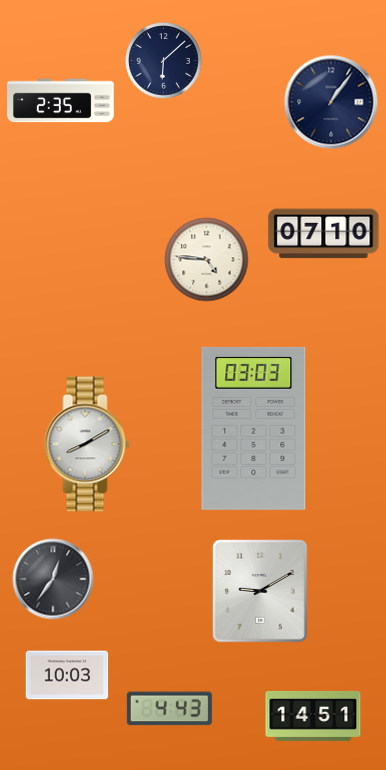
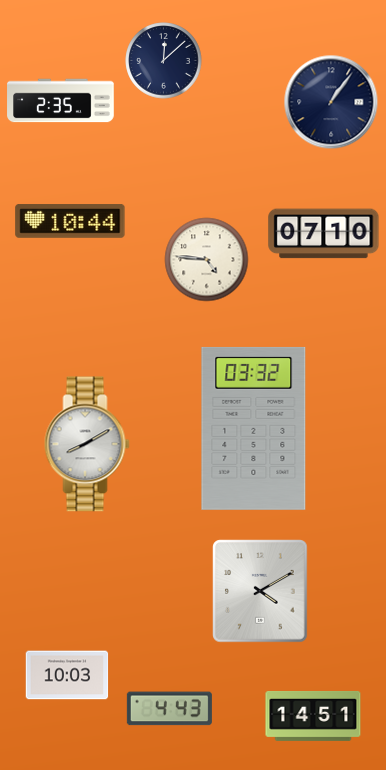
clock at (164, 61): 6:08 -> 12:08
clock at (70, 222): none -> 10:44
clock at (254, 428): 03:03 -> 03:32
clock at (53, 579): 12:36 -> none
clock at (260, 591): 9:10 -> 4:10
